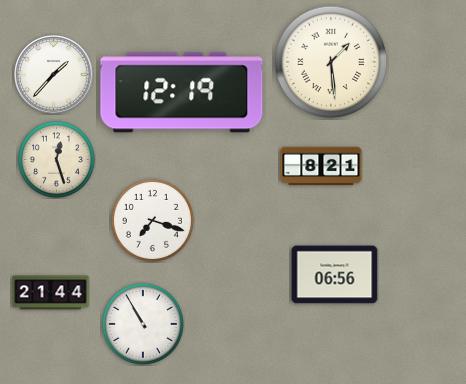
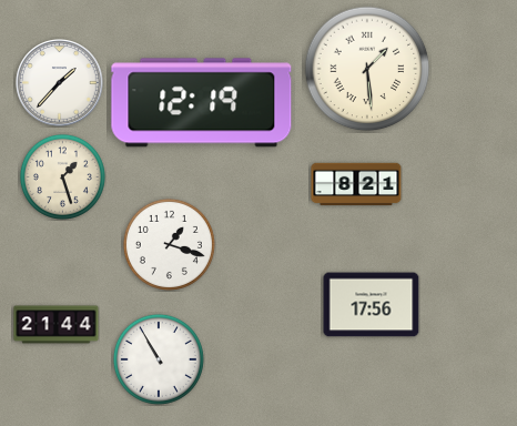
clock at (56, 159): 12:27 -> 1:27
clock at (152, 220): 7:18 -> 1:18
clock at (335, 275): 06:56 -> 17:56
